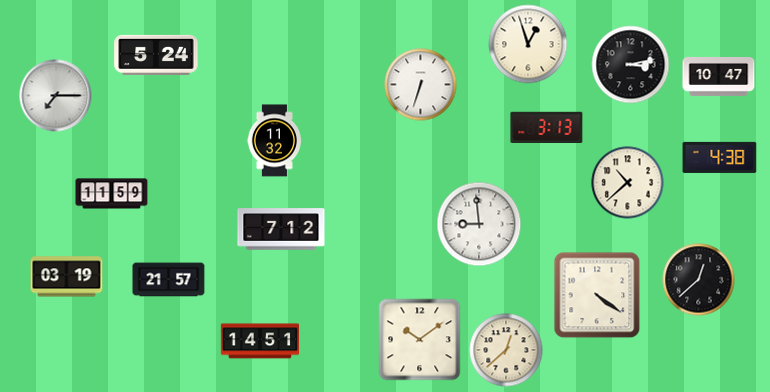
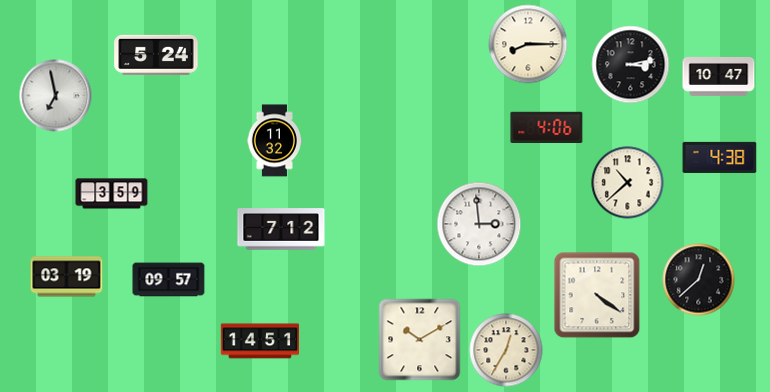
clock at (528, 44): 12:57 -> 8:15
clock at (421, 85): 6:33 -> none
clock at (56, 96): 7:15 -> 6:58
clock at (547, 127): 3:13 -> 4:06
clock at (112, 194): 11:59 -> 3:59
clock at (479, 224): 8:59 -> 2:59
clock at (169, 280): 21:57 -> 09:57
clock at (420, 340): 10:09 -> 10:10
clock at (506, 350): 12:38 -> 12:35
